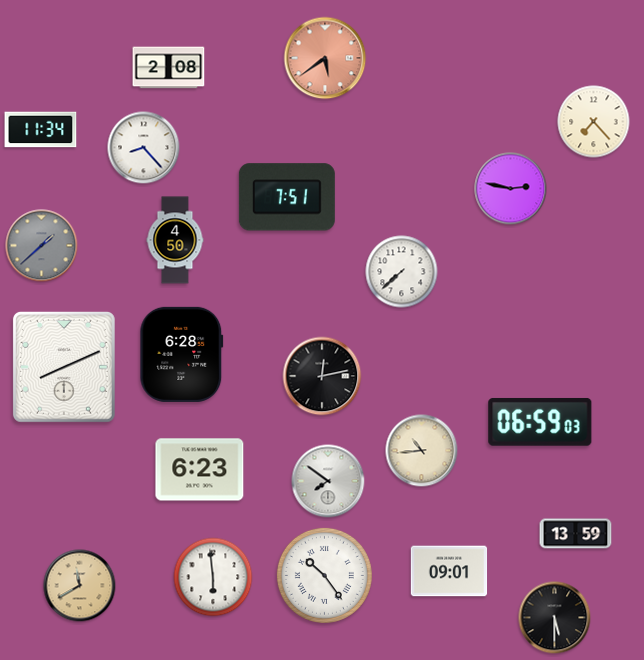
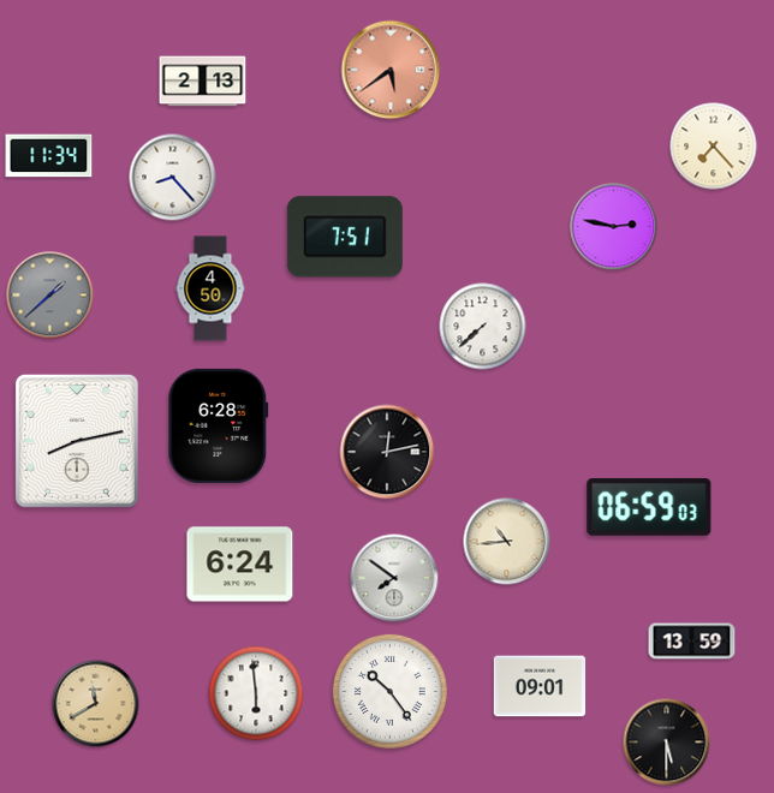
clock at (169, 68): 2:08 -> 2:13
clock at (64, 367): 8:11 -> 8:13
clock at (200, 470): 6:23 -> 6:24
